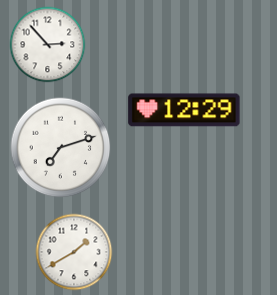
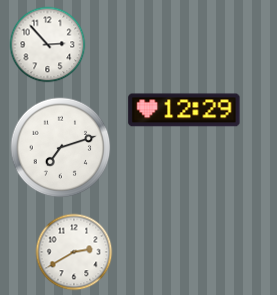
clock at (74, 252): 1:40 -> 2:40
